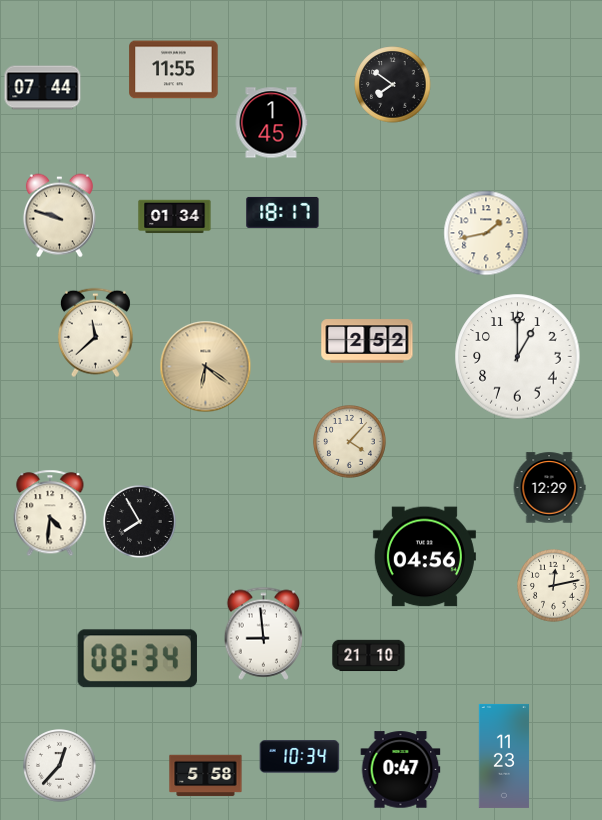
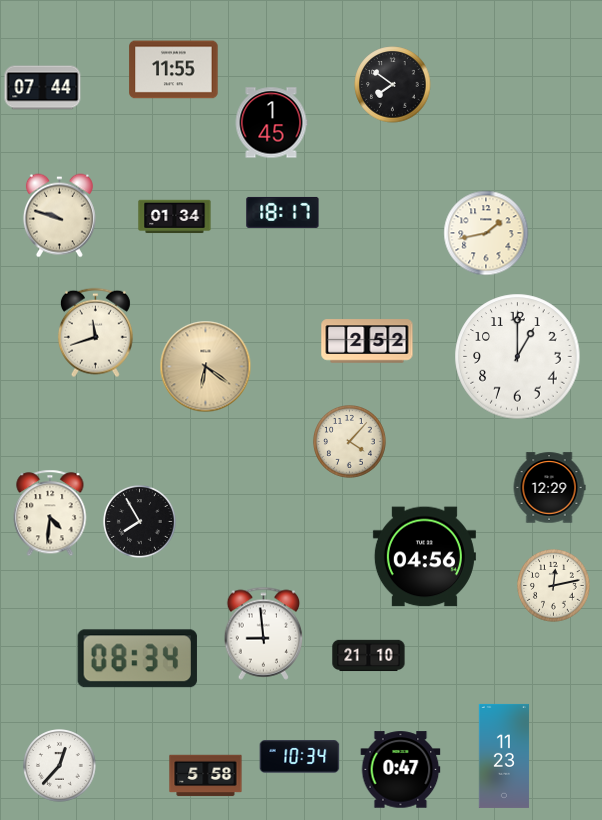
clock at (95, 333): 11:38 -> 11:42
